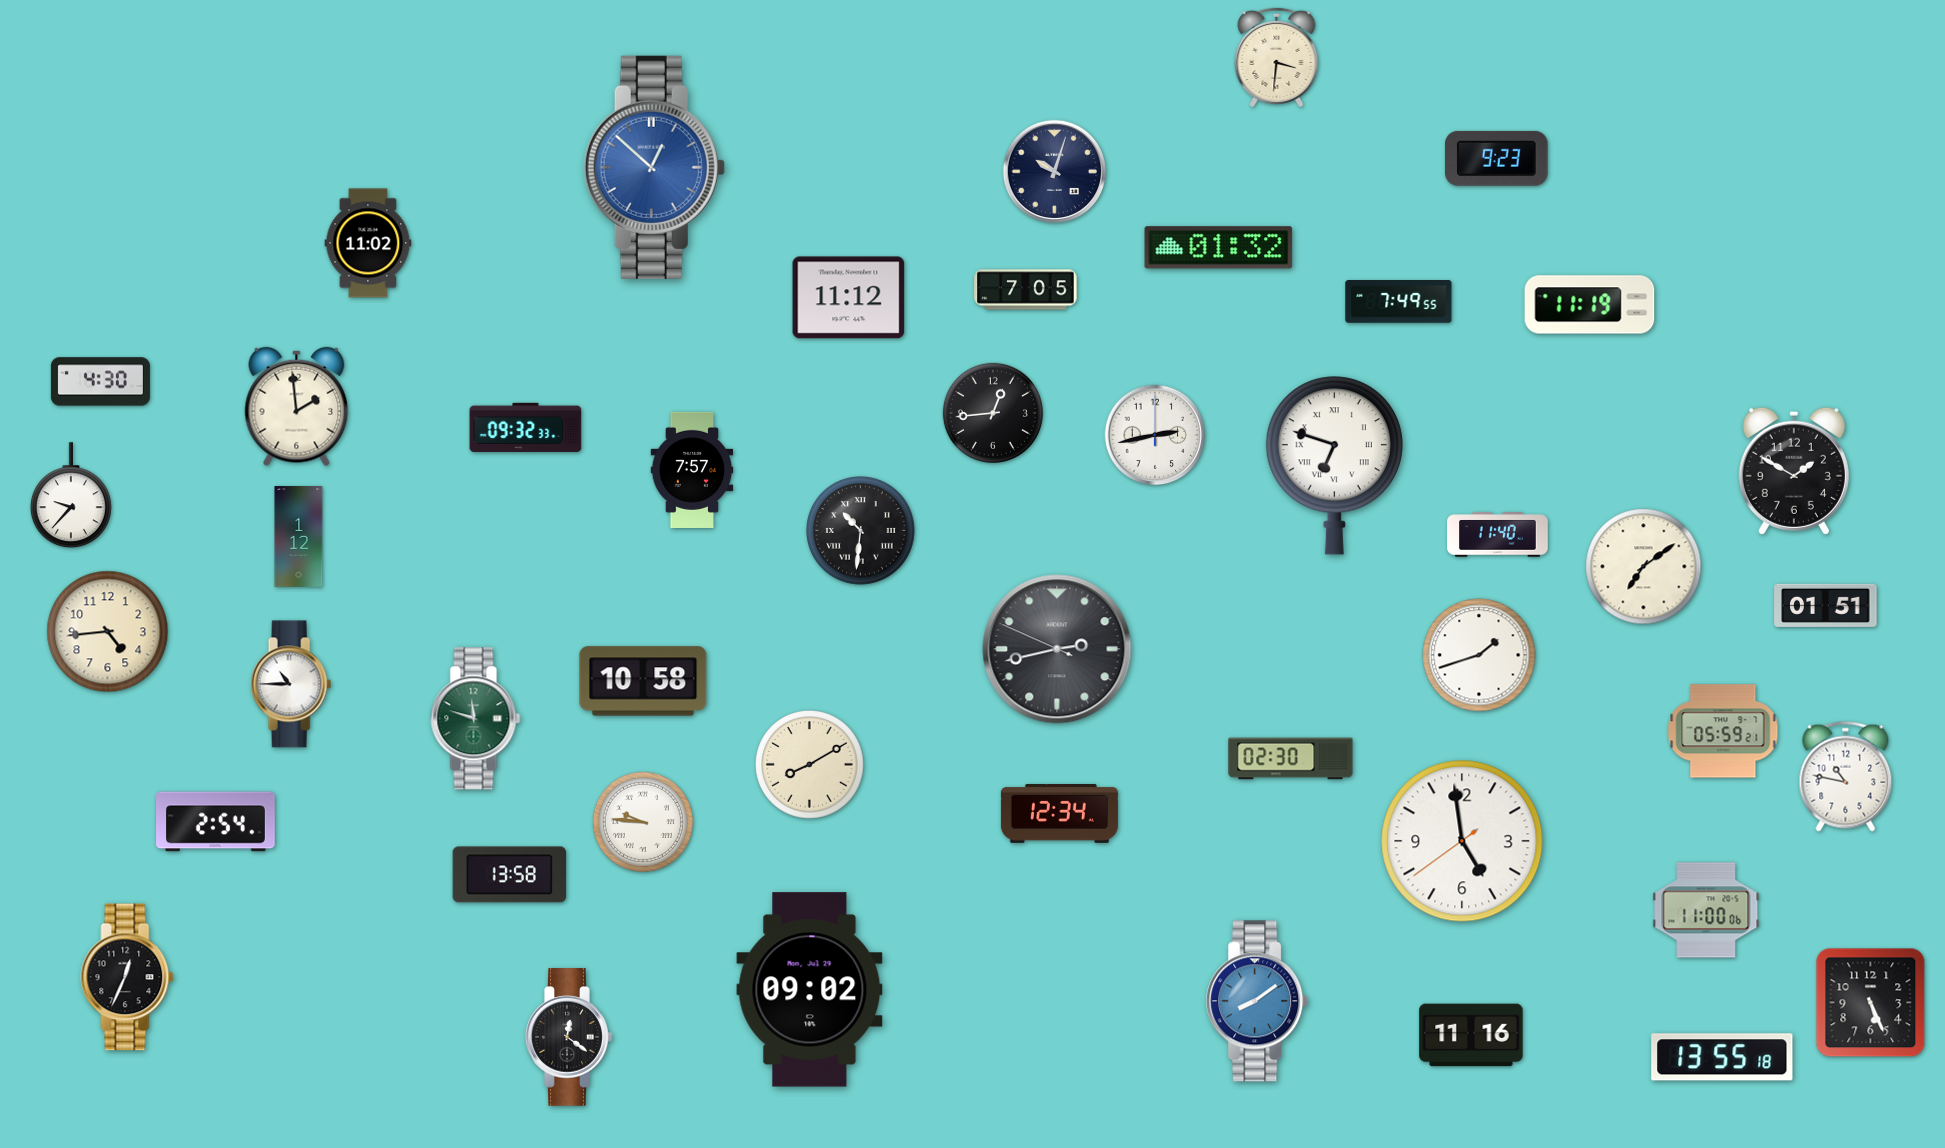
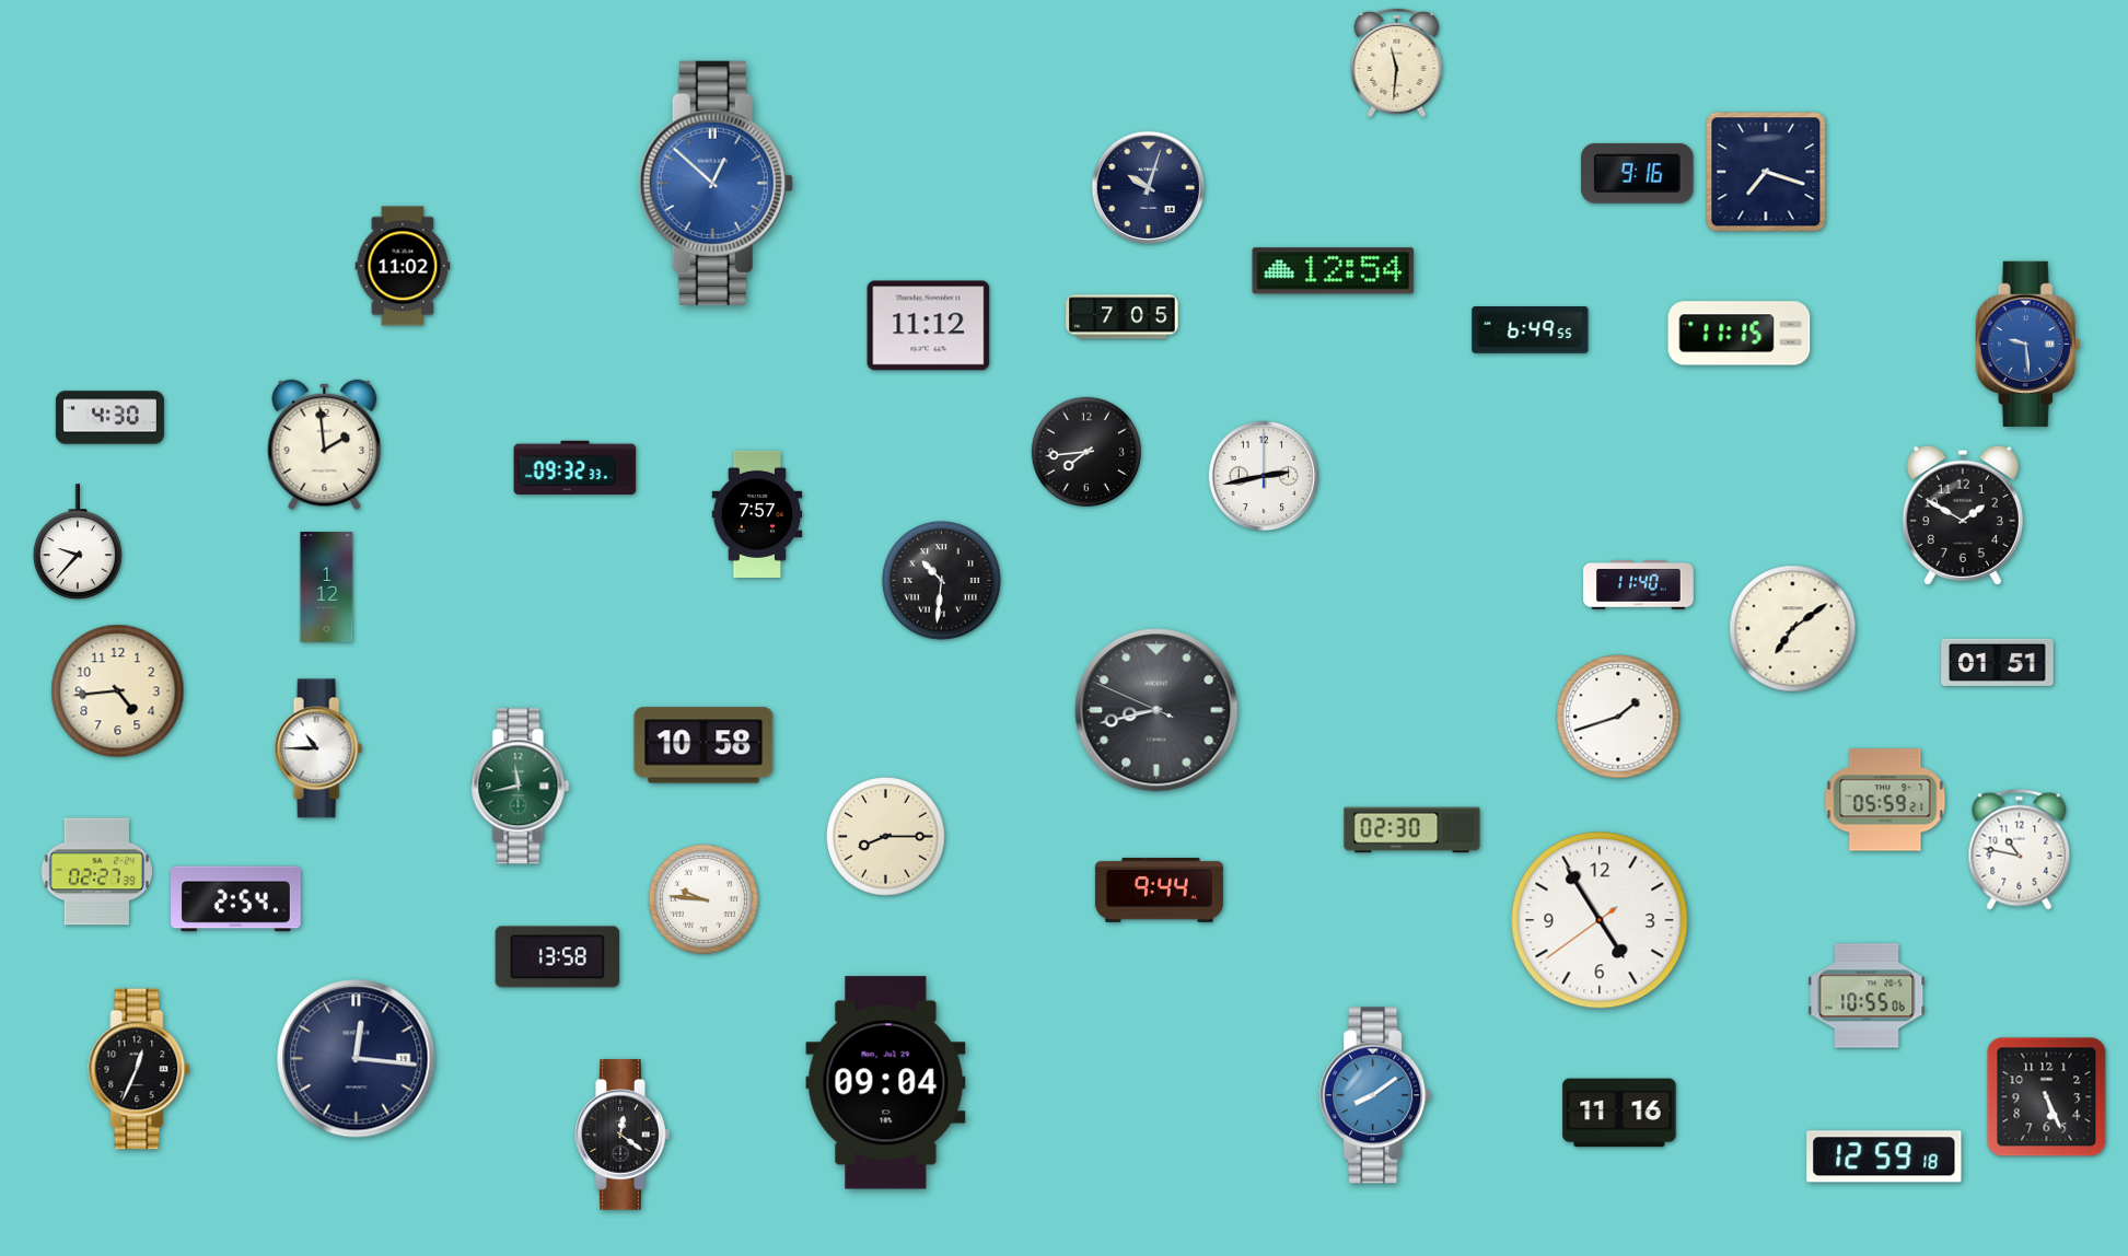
clock at (1277, 57): 3:31 -> 11:31
clock at (1766, 172): none -> 7:18
clock at (1497, 158): 9:23 -> 9:16
clock at (1055, 172) position: (1055, 172) -> (1149, 188)
clock at (1219, 248): 01:32 -> 12:54
clock at (1399, 302): 7:49 -> 6:49
clock at (1590, 305): 11:19 -> 11:15
clock at (2028, 344): none -> 9:29
clock at (993, 413): 12:44 -> 7:44
clock at (1334, 466): 6:48 -> none
clock at (1644, 567) position: (1644, 567) -> (1793, 629)
clock at (1057, 649): 2:42 -> 8:42
clock at (476, 719): 11:48 -> 11:43
clock at (810, 765): 8:10 -> 8:15
clock at (96, 872): none -> 02:27
clock at (1059, 813): 12:34 -> 9:44
clock at (1462, 841): 4:58 -> 4:54
clock at (1706, 910): 11:00 -> 10:55
clock at (357, 1059): none -> 12:16
clock at (810, 990): 09:02 -> 09:04
clock at (1471, 1035) position: (1471, 1035) -> (1619, 1113)
clock at (1722, 1057): 13:55 -> 12:59
